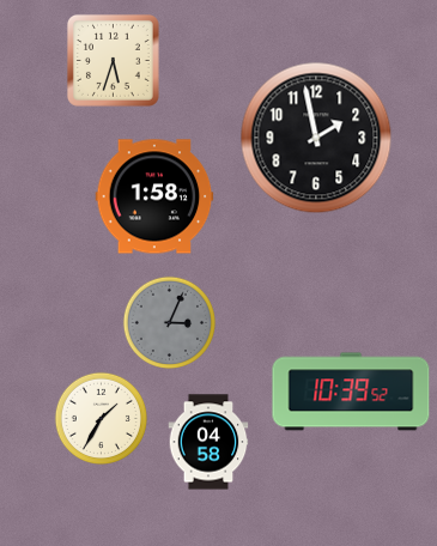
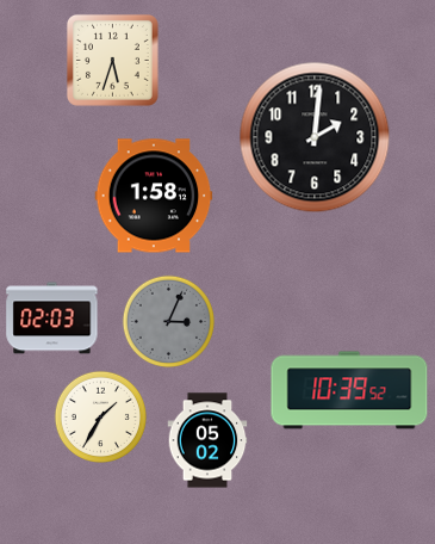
clock at (316, 138): 1:58 -> 2:01
clock at (52, 319): none -> 02:03
clock at (208, 442): 04:58 -> 05:02
